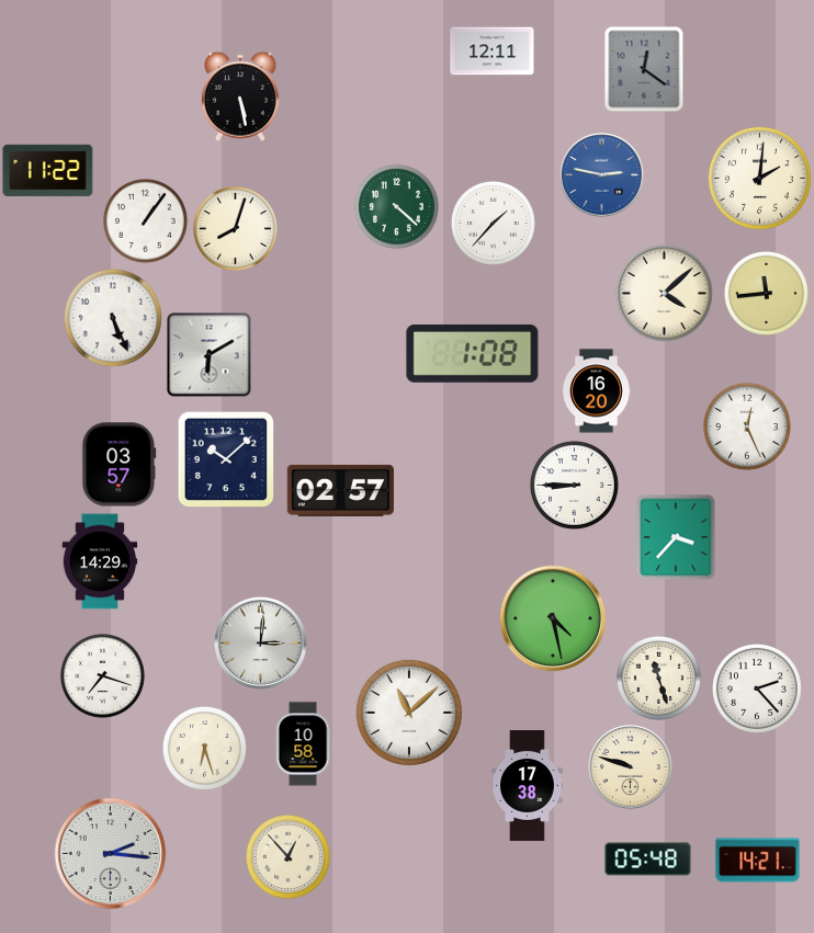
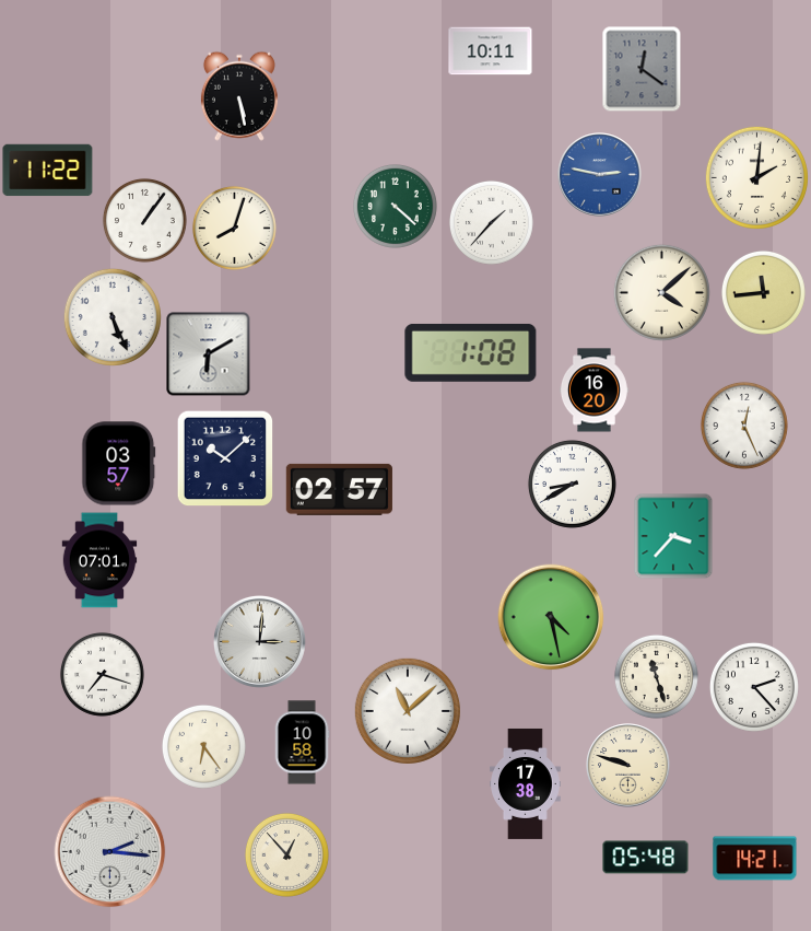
clock at (493, 52): 12:11 -> 10:11
clock at (574, 485): 8:45 -> 8:40
clock at (100, 561): 14:29 -> 07:01
clock at (204, 748): 6:27 -> 6:24
